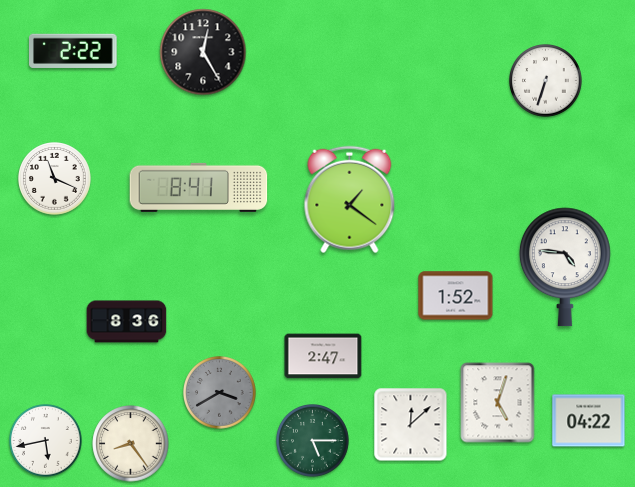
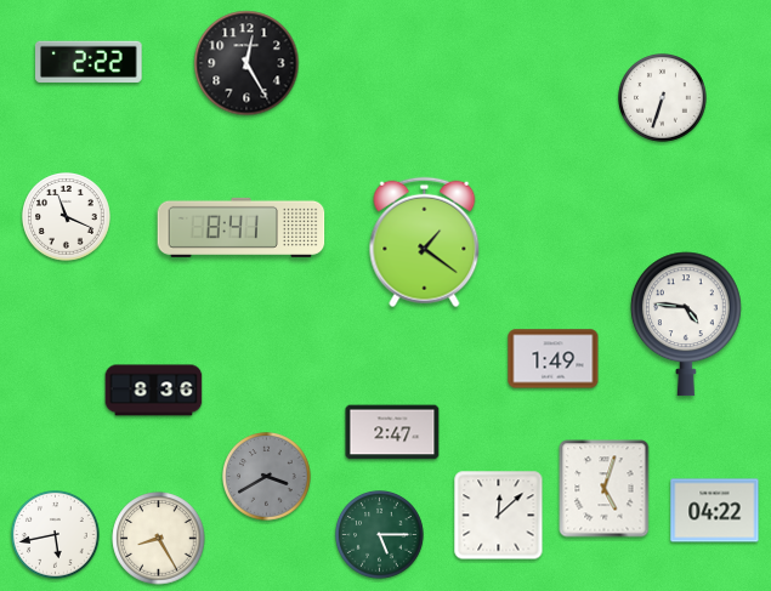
clock at (456, 296): 1:52 -> 1:49
clock at (131, 444): 8:24 -> 8:25
